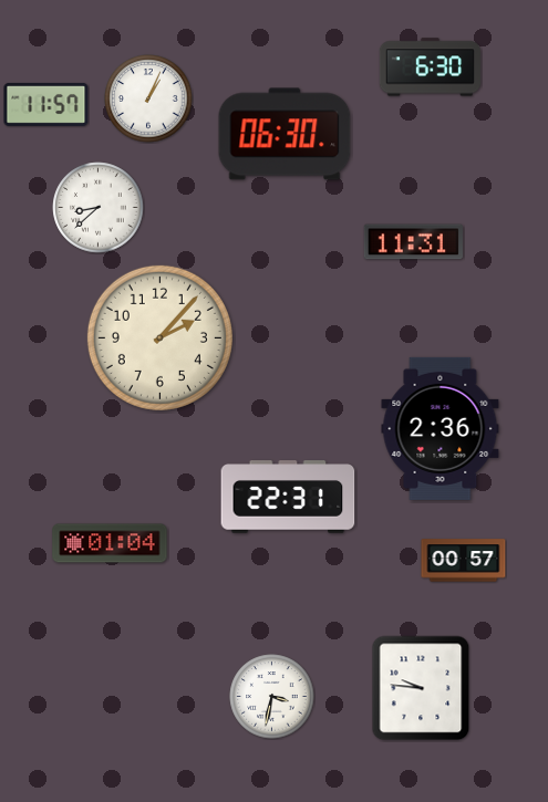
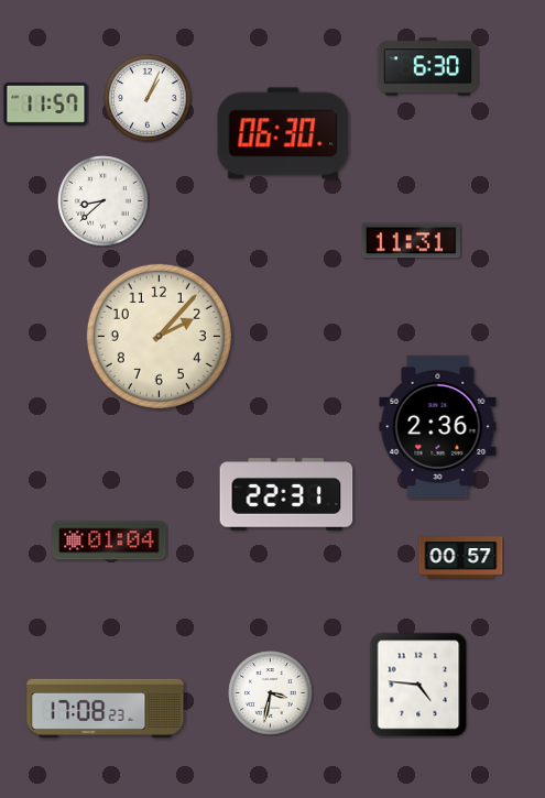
clock at (99, 208) position: (99, 208) -> (103, 201)
clock at (421, 688): 9:46 -> 4:46
clock at (106, 708): none -> 17:08
